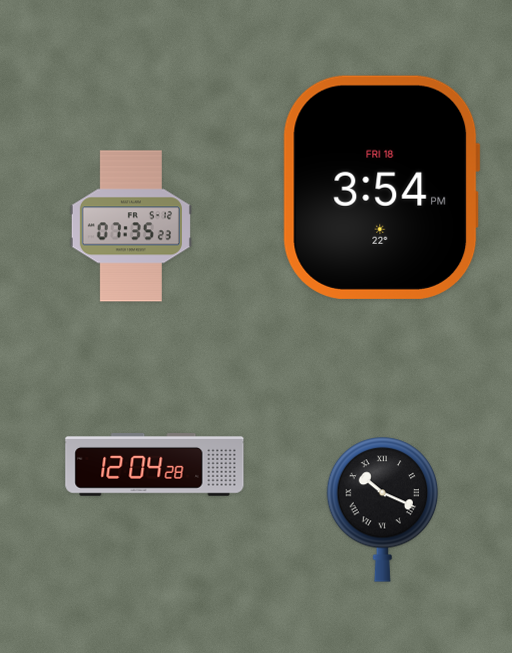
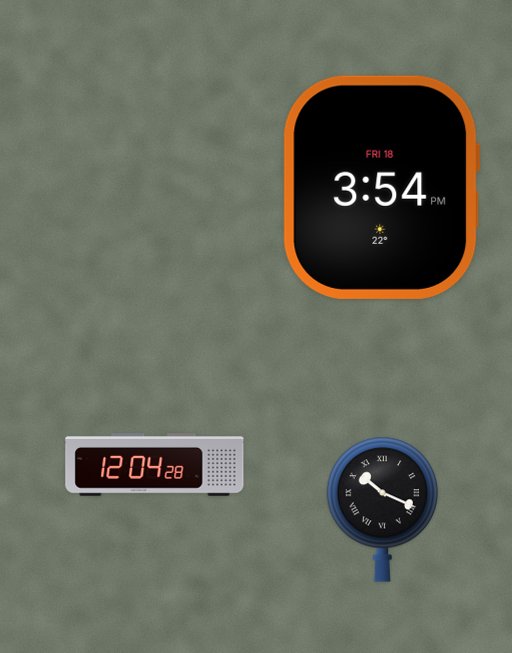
clock at (131, 226): 07:35 -> none
